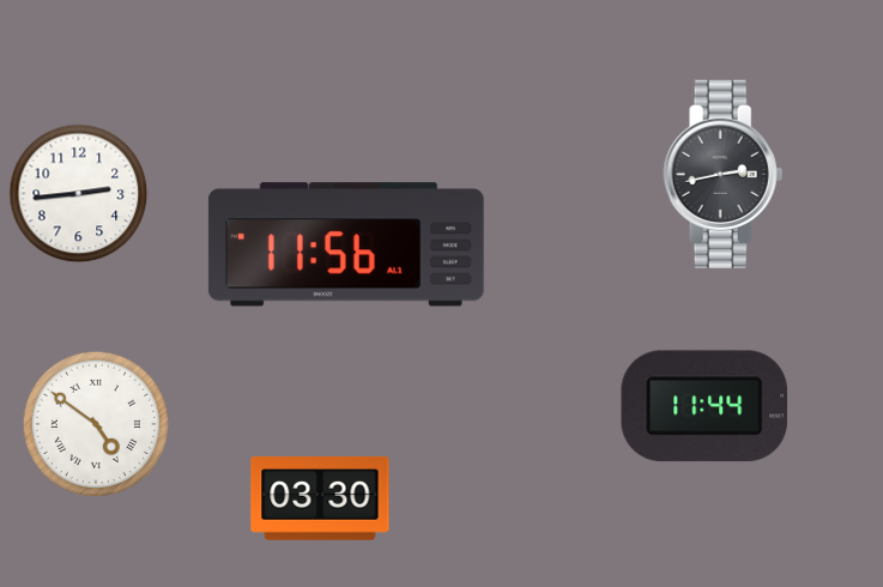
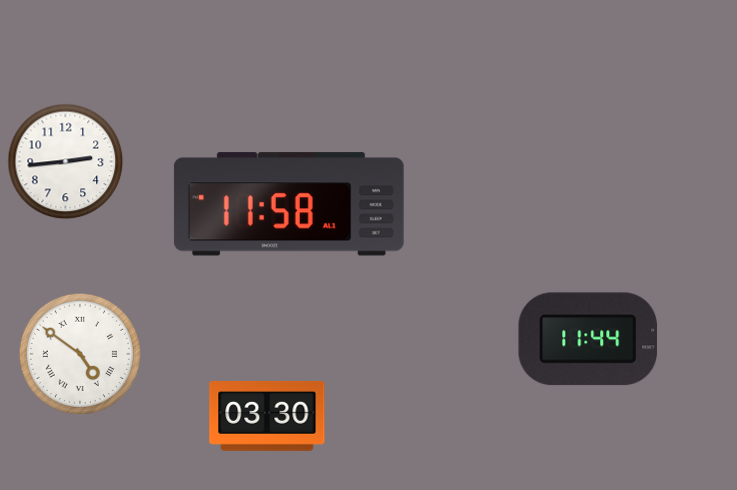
clock at (724, 174): 2:43 -> none
clock at (346, 244): 11:56 -> 11:58
